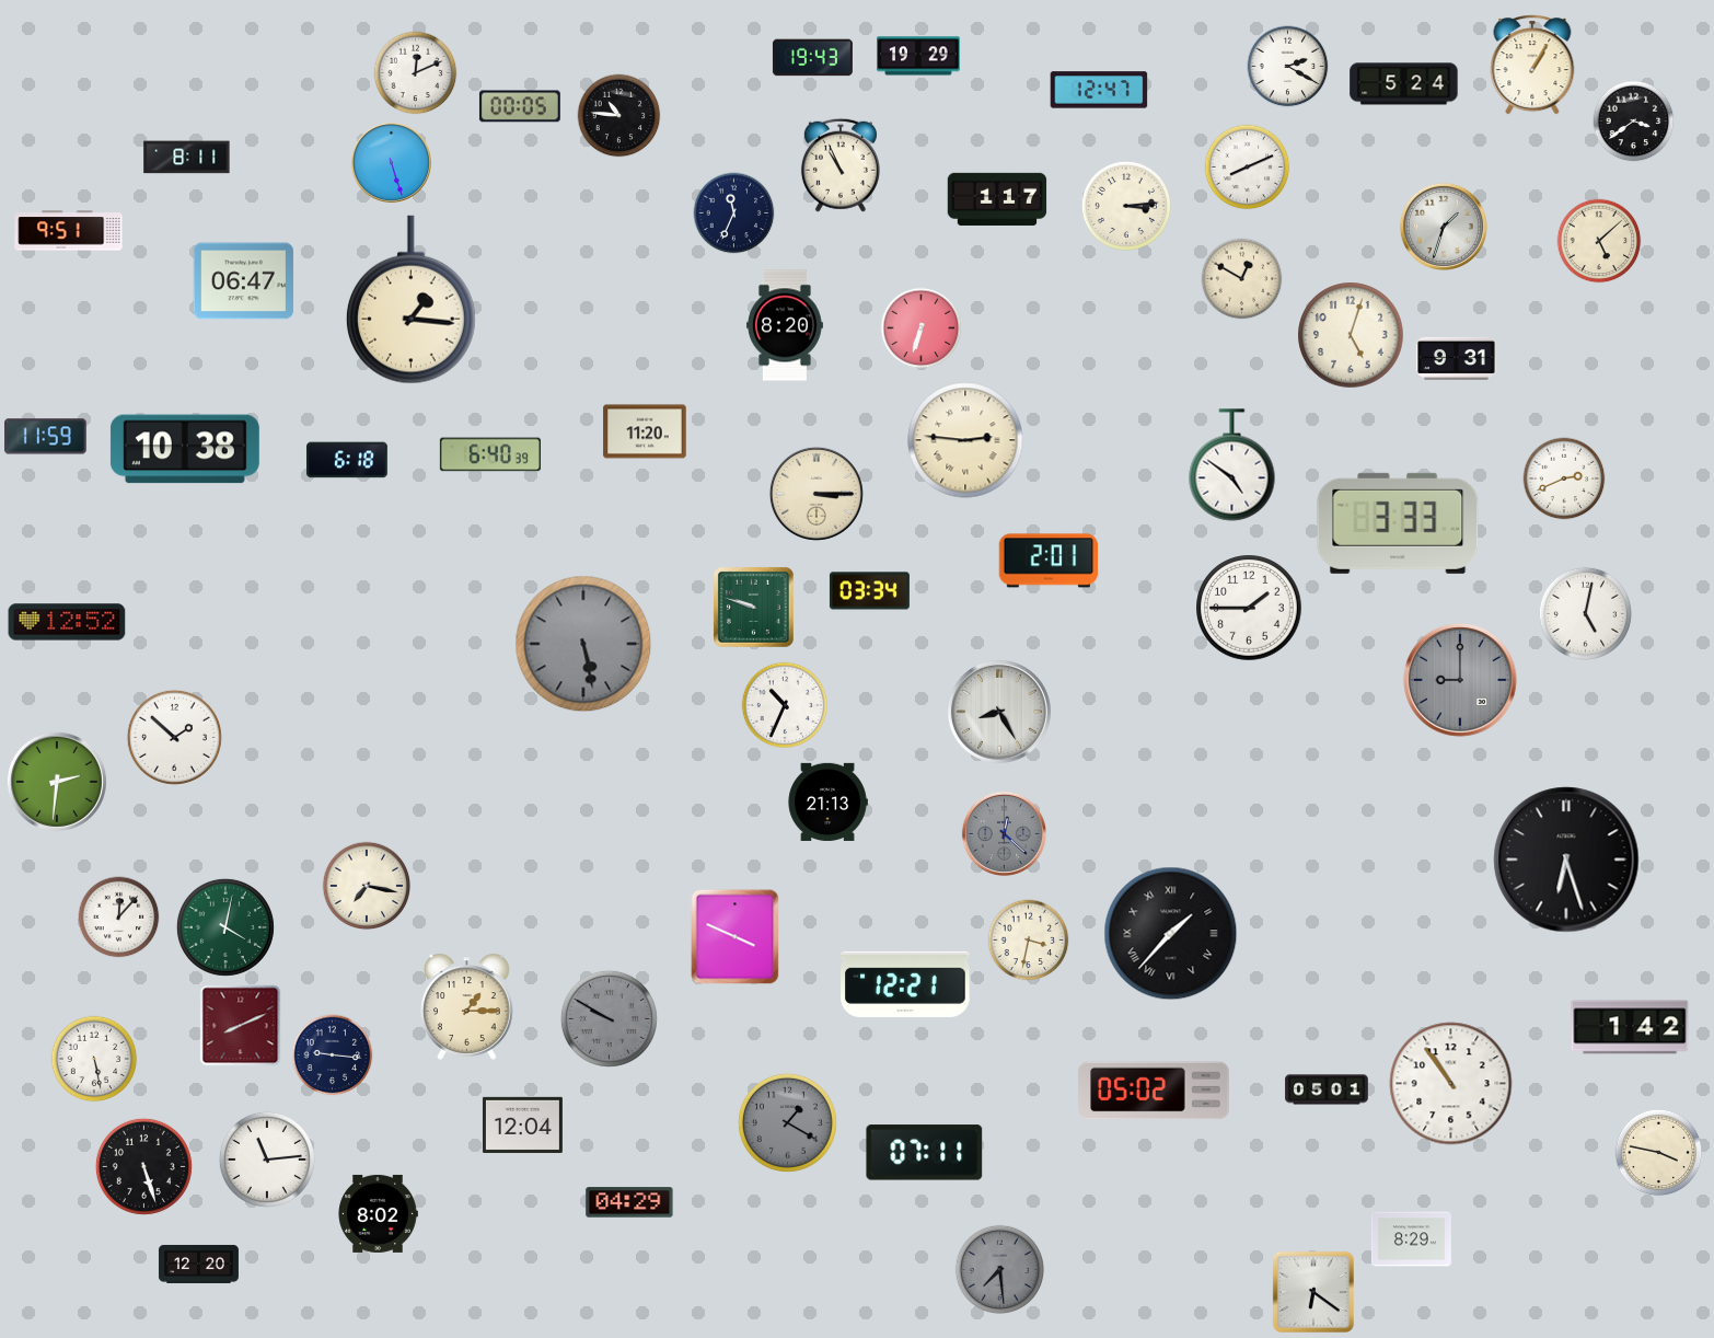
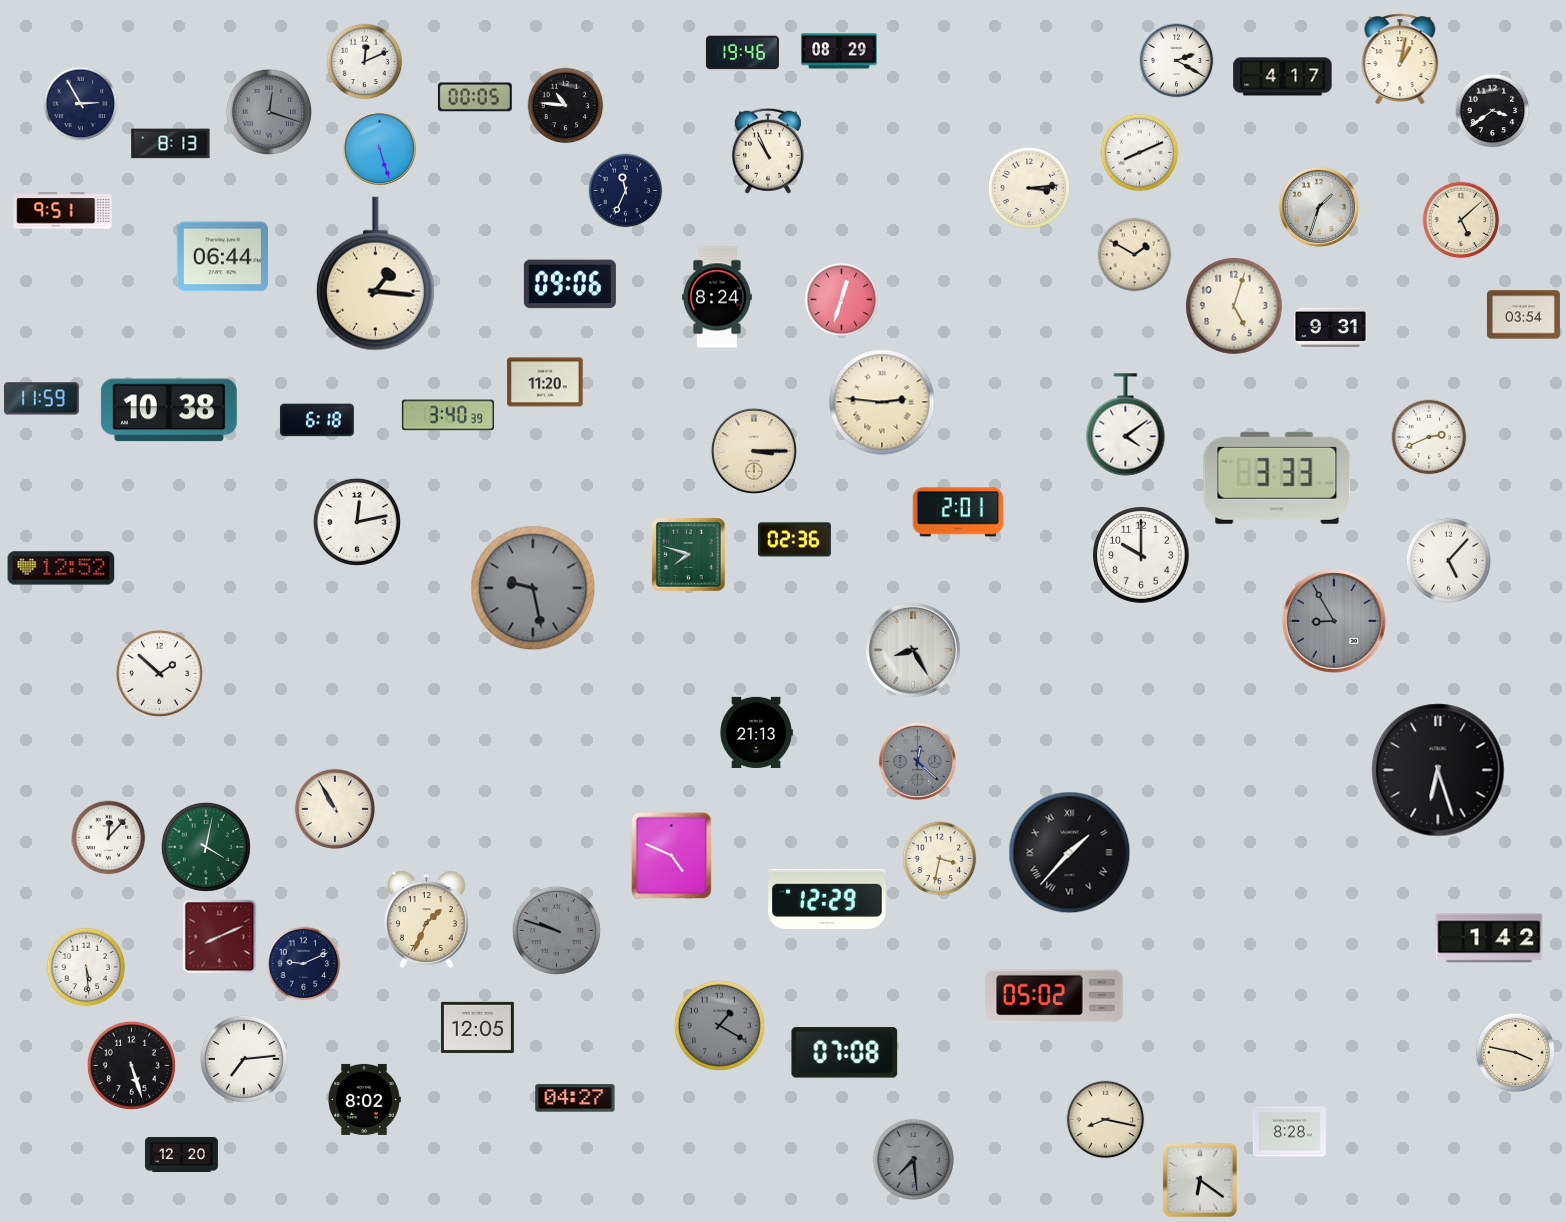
clock at (918, 56): 19:29 -> 08:29
clock at (812, 58): 19:43 -> 19:46
clock at (1532, 65): 1:05 -> 1:02
clock at (416, 73) position: (416, 73) -> (365, 62)
clock at (1404, 84): 5:24 -> 4:17
clock at (1099, 90): 12:47 -> none
clock at (81, 104): none -> 2:55
clock at (269, 112): none -> 12:18
clock at (187, 158): 8:11 -> 8:13
clock at (391, 162) position: (391, 162) -> (379, 148)
clock at (997, 199): 1:17 -> none
clock at (734, 214) position: (734, 214) -> (626, 191)
clock at (1242, 279): 12:50 -> 1:50
clock at (243, 281): 06:47 -> 06:44
clock at (570, 284): none -> 09:06
clock at (785, 325): 8:20 -> 8:24
clock at (922, 328): 6:33 -> 12:33
clock at (1523, 315): none -> 03:54
clock at (645, 431) position: (645, 431) -> (545, 382)
clock at (490, 454): 6:40 -> 3:40
clock at (1232, 465): 4:51 -> 4:09
clock at (817, 494) position: (817, 494) -> (754, 451)
clock at (357, 522): none -> 12:13
clock at (869, 591): 03:34 -> 02:36
clock at (753, 607): 9:48 -> 7:48
clock at (1249, 608): 1:45 -> 10:00
clock at (1585, 613): 5:02 -> 5:07
clock at (583, 644): 5:28 -> 9:28
clock at (1461, 681): 9:00 -> 8:55
clock at (785, 705): 10:34 -> none
clock at (57, 782): 2:31 -> none
clock at (1566, 860) position: (1566, 860) -> (1438, 770)
clock at (367, 886): 7:17 -> 10:55
clock at (736, 937): 3:49 -> 4:49
clock at (905, 984): 12:21 -> 12:29
clock at (467, 1006): 1:15 -> 1:34
clock at (609, 1018): 9:50 -> 9:48
clock at (333, 1056): 9:16 -> 9:11
clock at (94, 1059): 5:28 -> 5:29
clock at (1451, 1084): 10:54 -> none
clock at (1327, 1089): 05:01 -> none
clock at (522, 1124): 12:04 -> 12:05
clock at (925, 1153): 07:11 -> 07:08
clock at (267, 1160): 11:14 -> 7:14
clock at (629, 1202): 04:29 -> 04:27
clock at (378, 1213) position: (378, 1213) -> (364, 1099)
clock at (1106, 1120): none -> 8:17
clock at (1411, 1239): 8:29 -> 8:28
